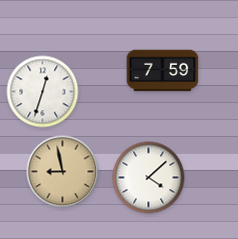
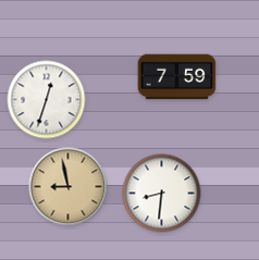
clock at (149, 178): 4:08 -> 8:31
